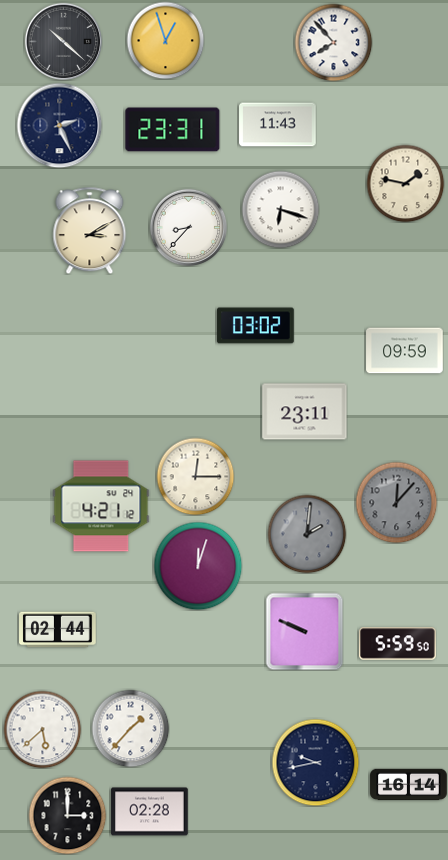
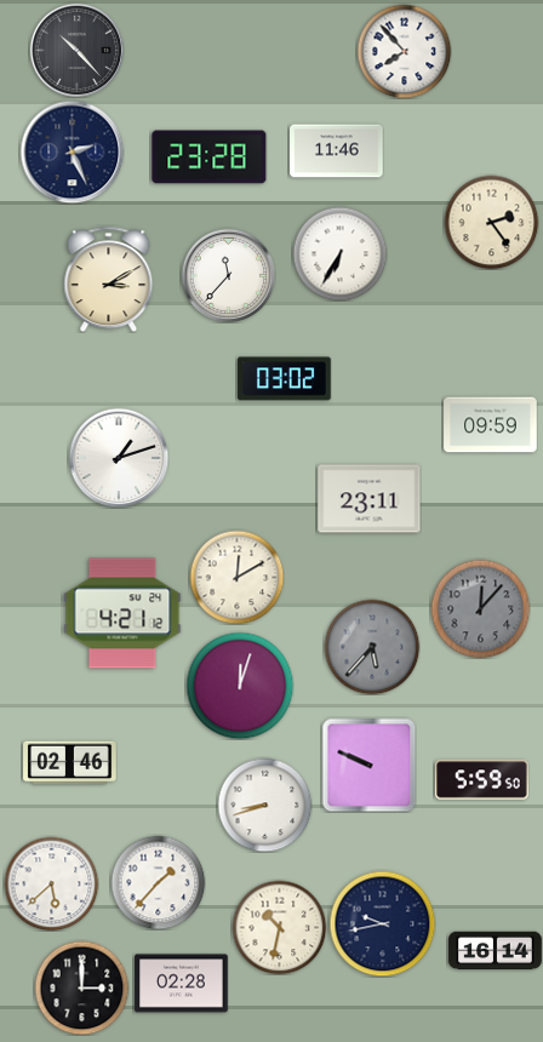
clock at (165, 40): 12:57 -> none
clock at (63, 41): 10:22 -> 10:23
clock at (278, 125): 11:43 -> 11:46
clock at (173, 130): 23:31 -> 23:28
clock at (405, 183): 1:47 -> 2:24
clock at (280, 209): 6:18 -> 6:35
clock at (188, 227): 8:37 -> 11:37
clock at (256, 326) position: (256, 326) -> (285, 379)
clock at (119, 458): none -> 1:12
clock at (195, 476): 12:15 -> 12:10
clock at (307, 534): 2:01 -> 5:37
clock at (58, 630): 02:44 -> 02:46
clock at (264, 805): none -> 8:42
clock at (279, 927): none -> 10:32
